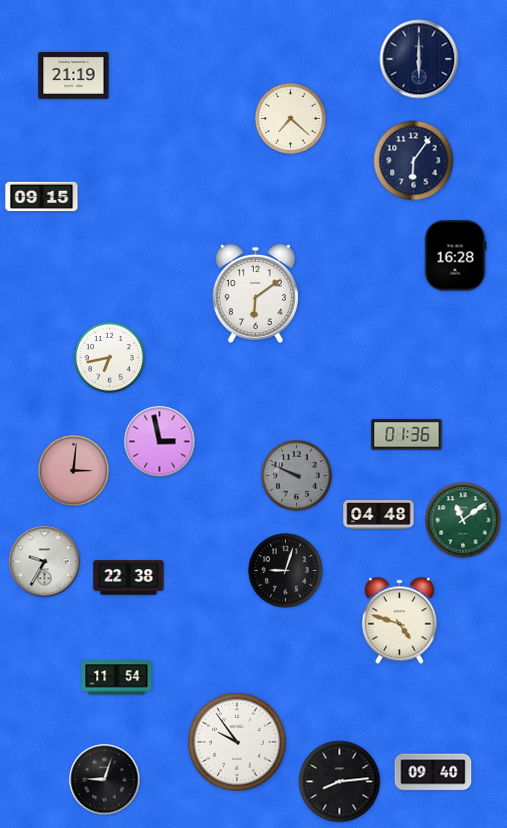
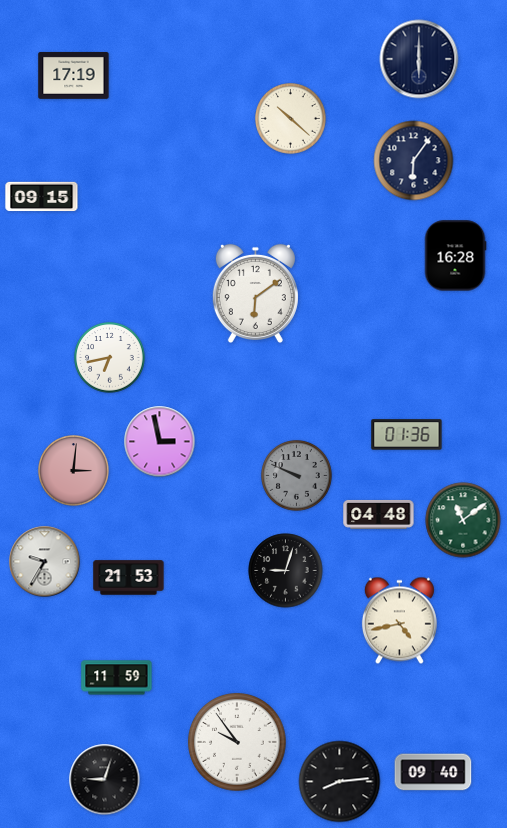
clock at (74, 75): 21:19 -> 17:19
clock at (291, 119): 7:22 -> 10:22
clock at (129, 578): 22:38 -> 21:53
clock at (399, 621): 4:48 -> 4:43
clock at (117, 678): 11:54 -> 11:59
